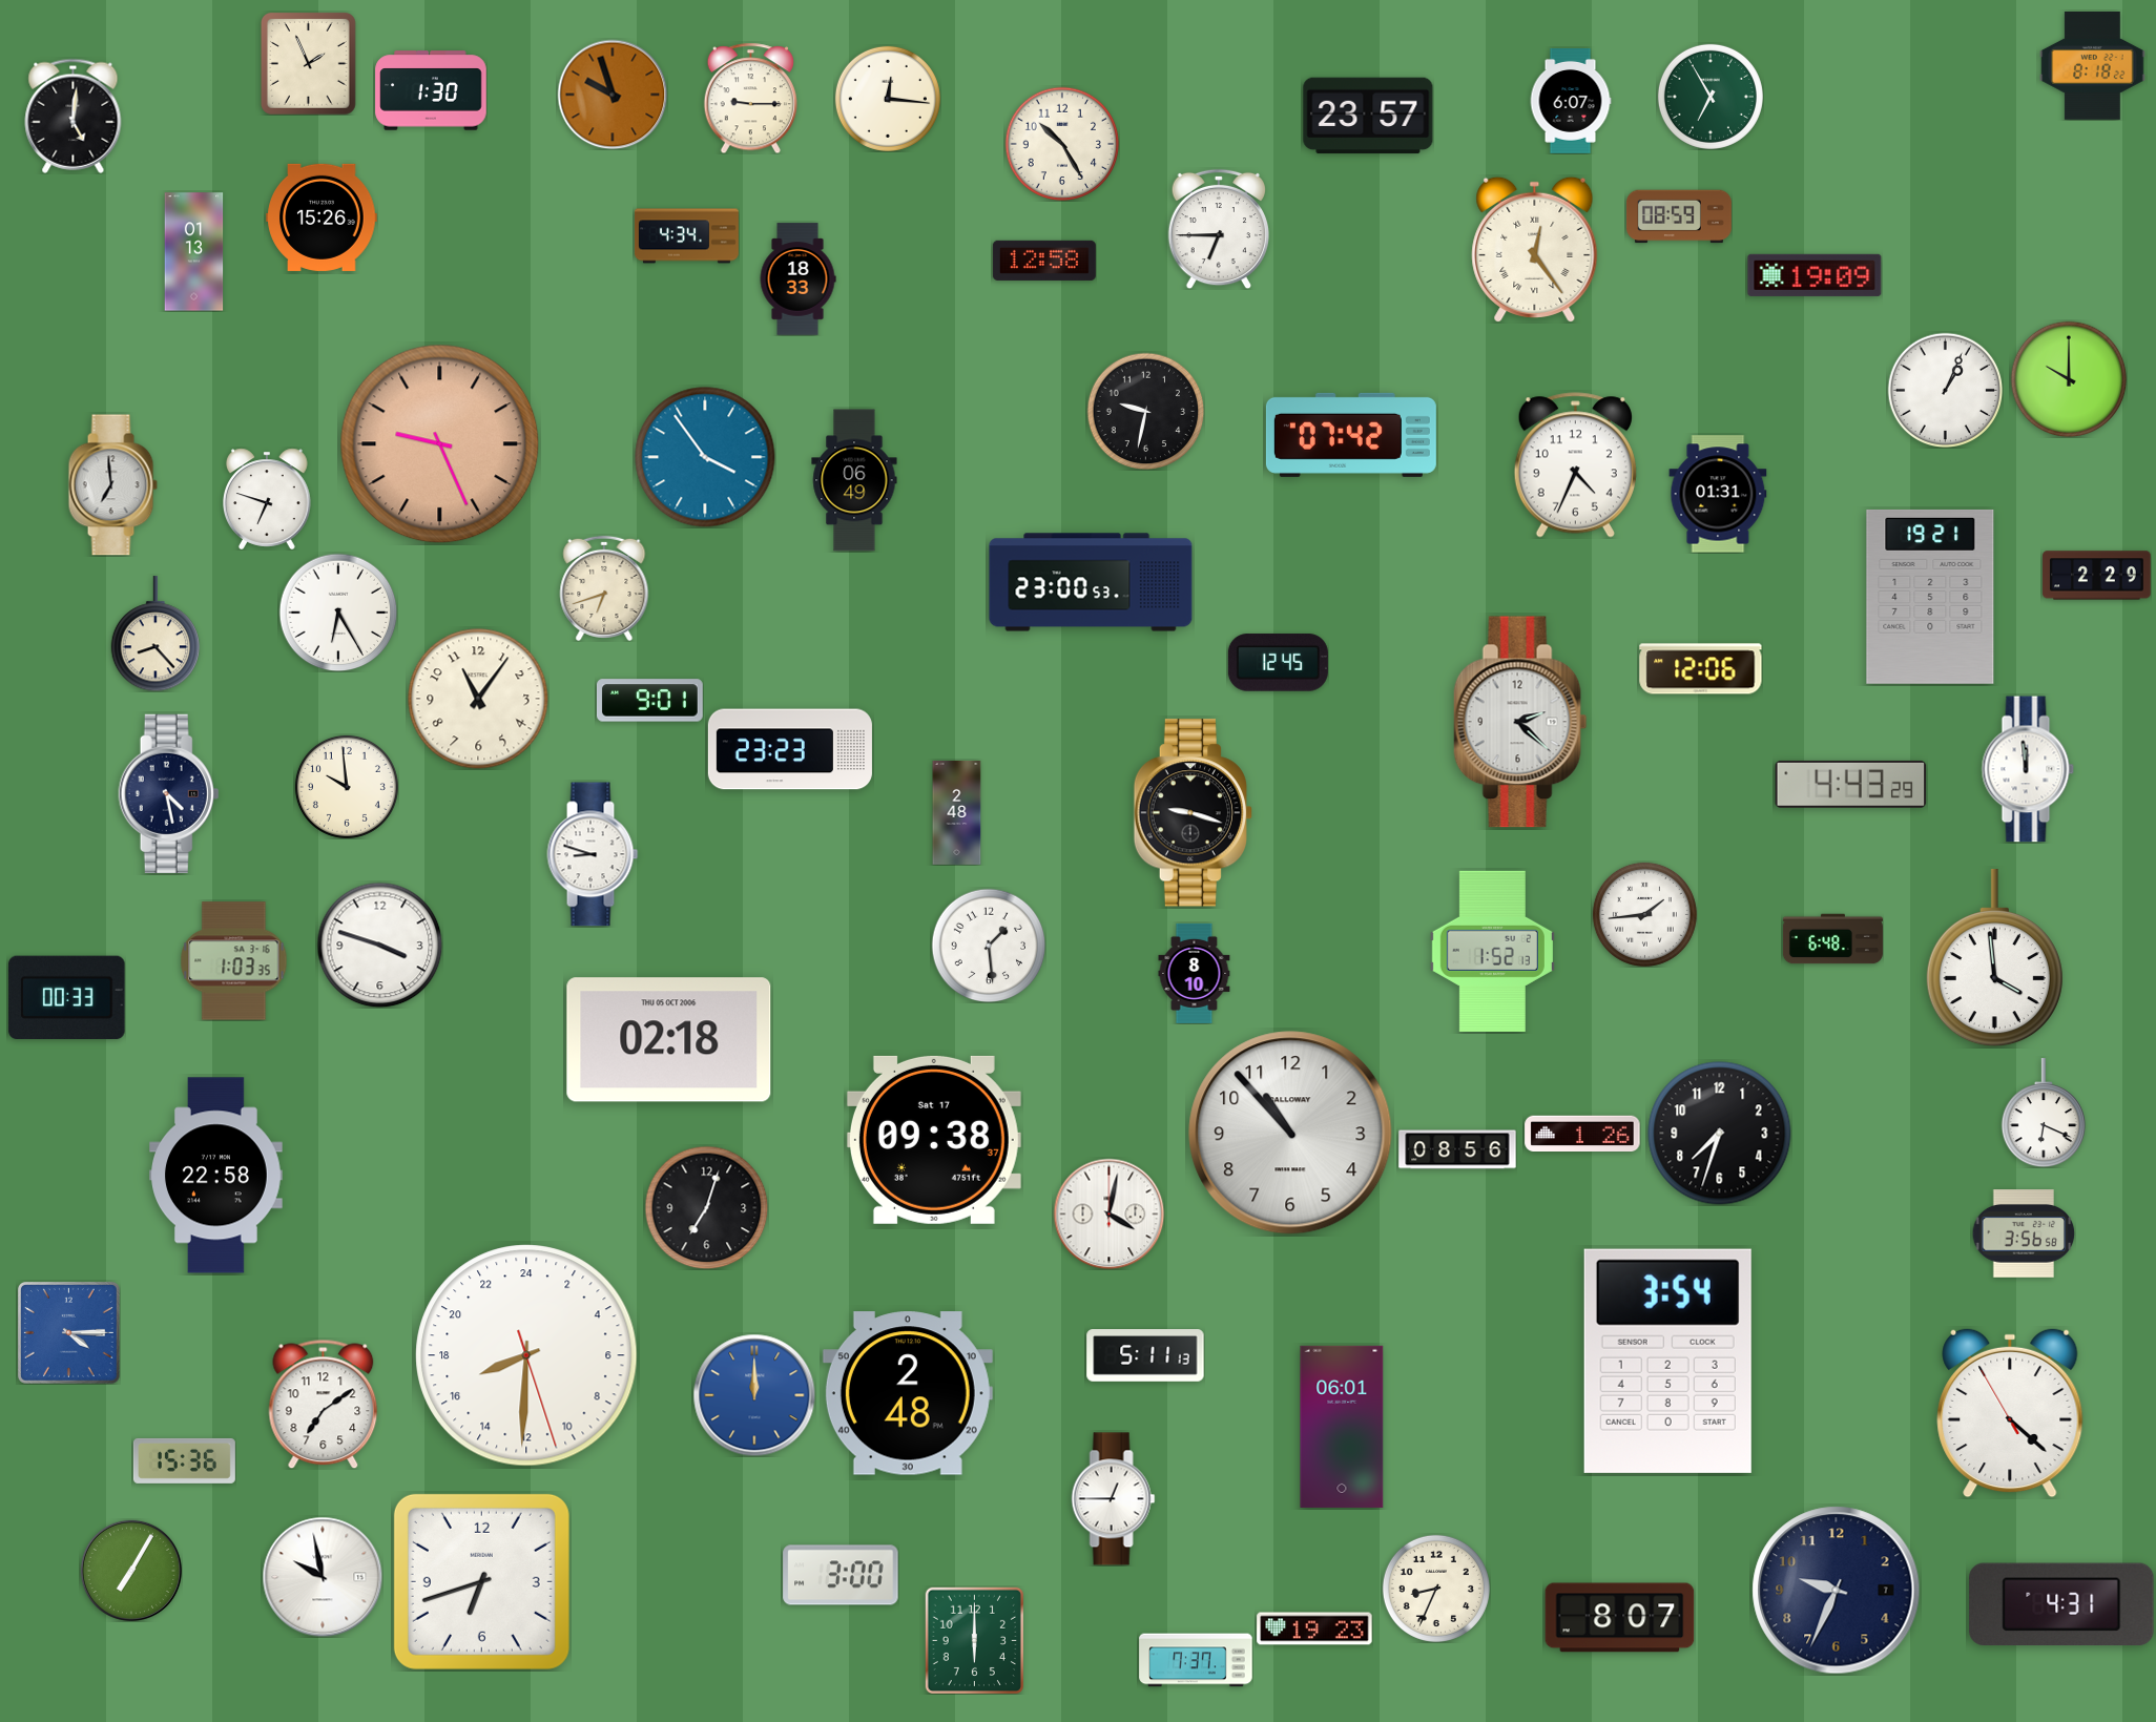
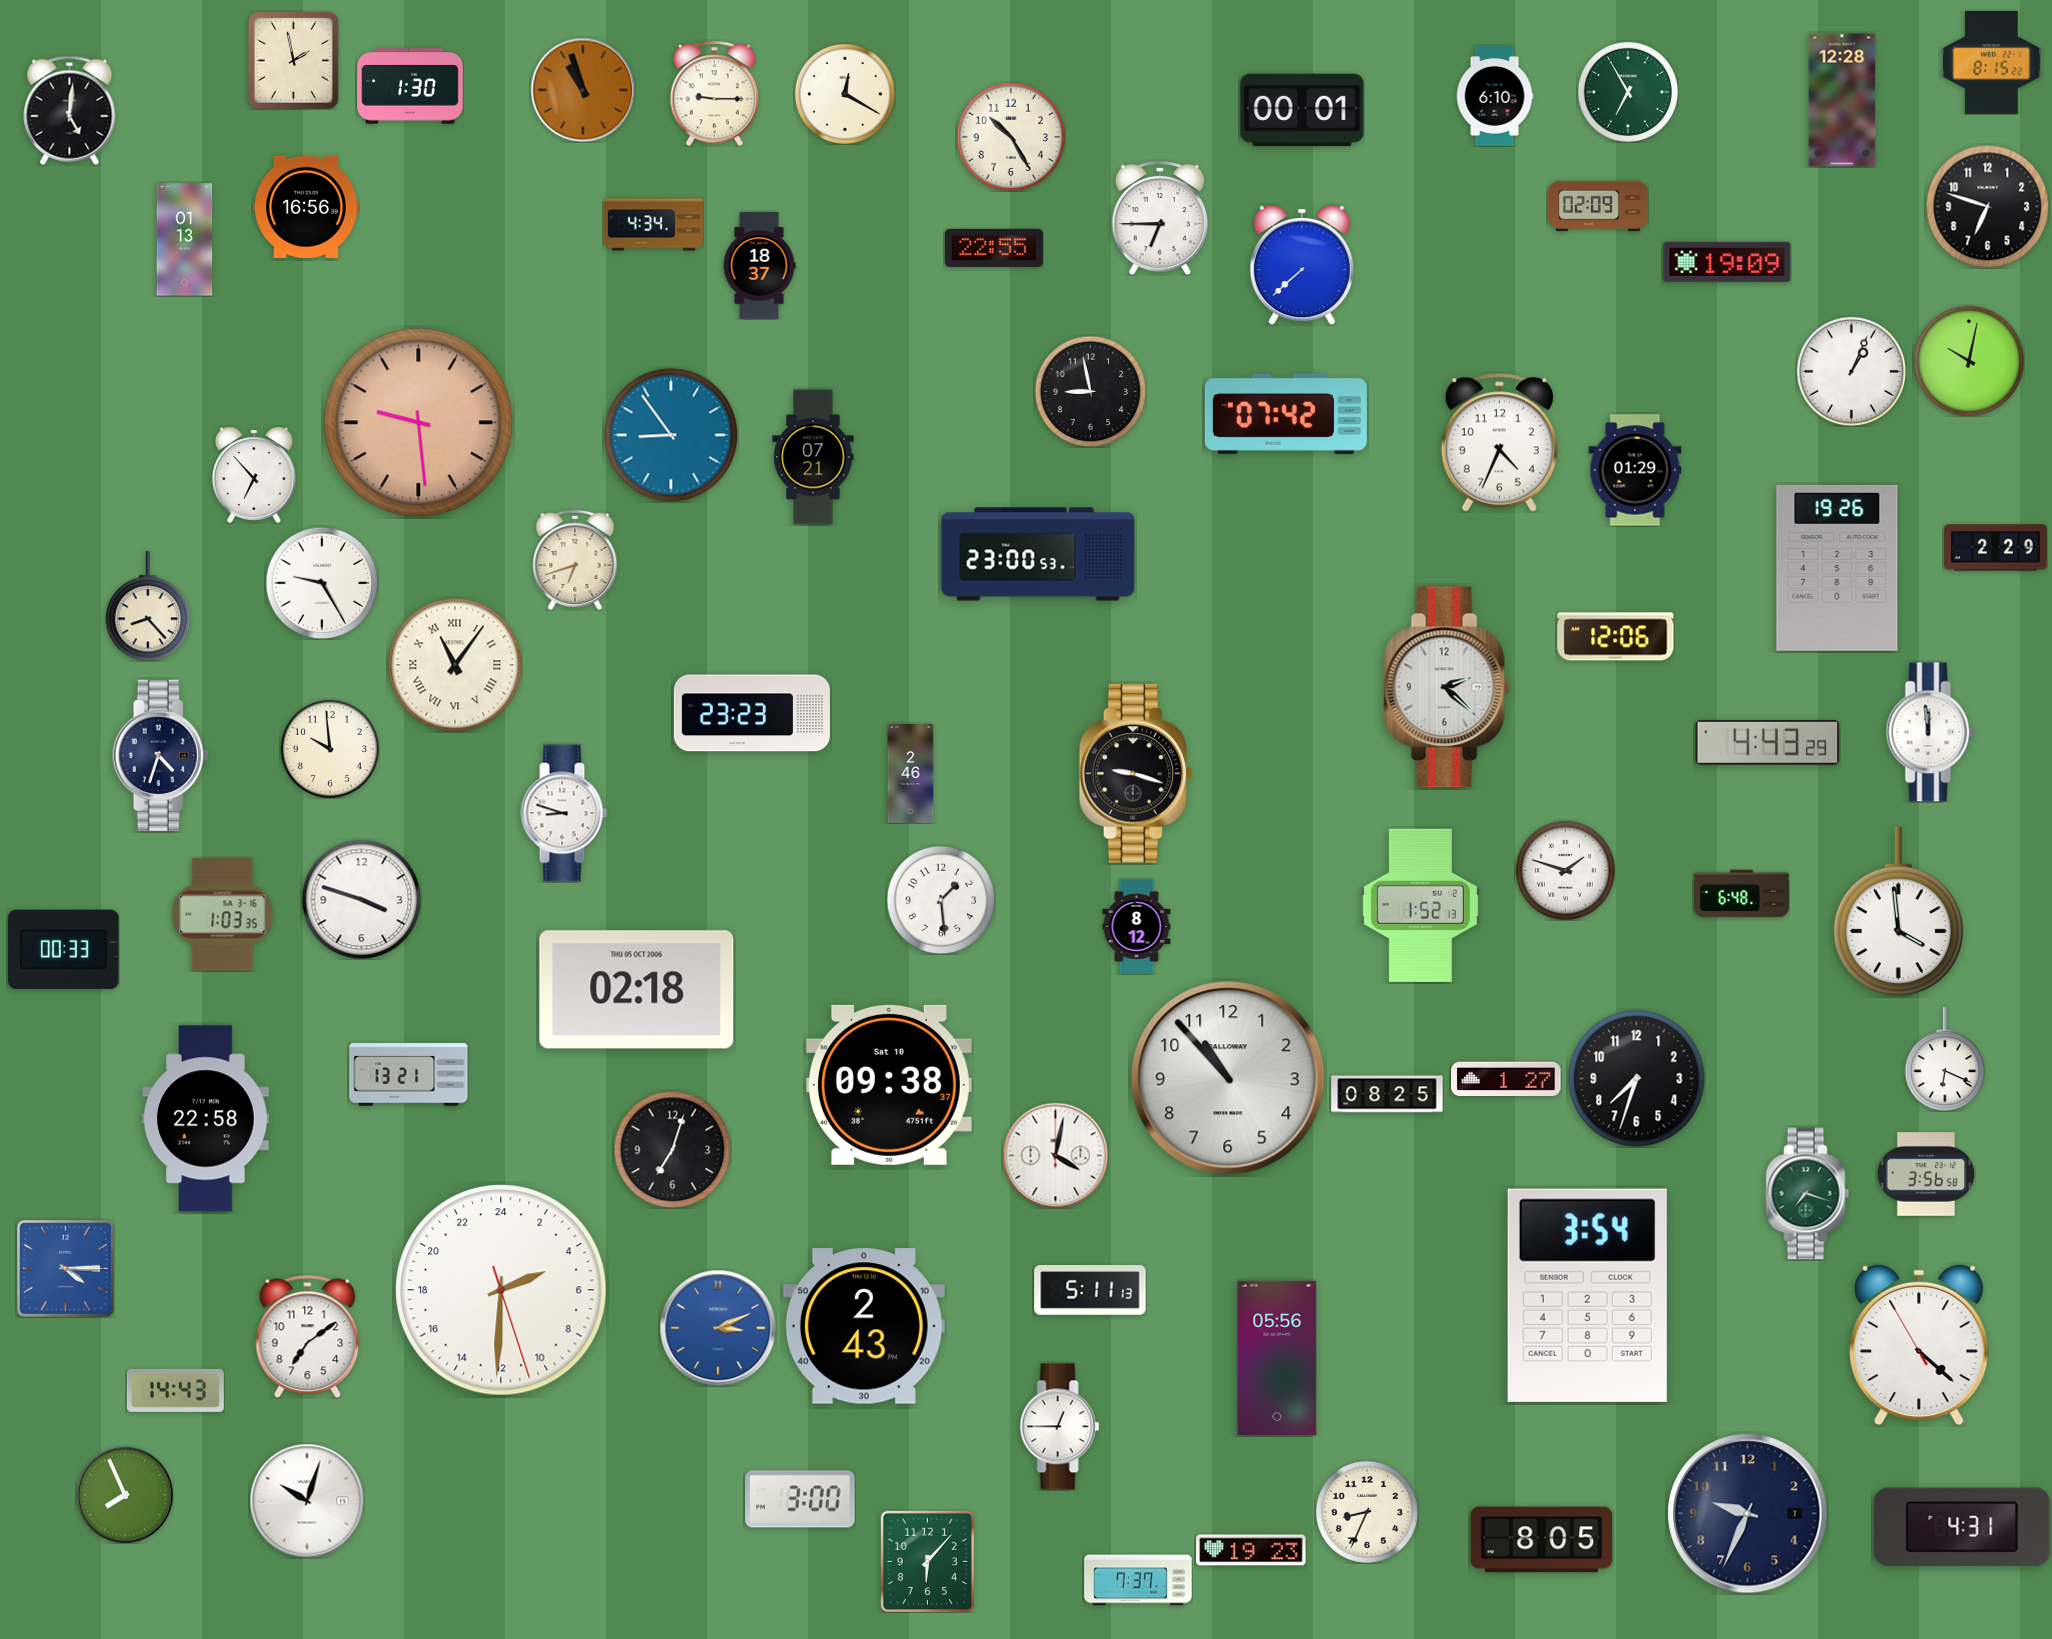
clock at (308, 64): 1:56 -> 1:58
clock at (2093, 66): 8:18 -> 8:15
clock at (613, 95): 9:57 -> 10:57
clock at (888, 99): 12:16 -> 12:20
clock at (1571, 102): 6:07 -> 6:10
clock at (1842, 100): none -> 12:28
clock at (1368, 116): 23:57 -> 00:01
clock at (1680, 216): 08:59 -> 02:09
clock at (1987, 206): none -> 6:48
clock at (322, 217): 15:26 -> 16:56
clock at (1535, 249): 12:24 -> none
clock at (1044, 261): 12:58 -> 22:55
clock at (1302, 265): none -> 7:38
clock at (797, 279): 18:33 -> 18:37
clock at (2069, 379): 10:00 -> 10:02
clock at (1145, 411): 9:32 -> 8:58
clock at (440, 444): 9:26 -> 9:29
clock at (705, 457): 3:54 -> 8:54
clock at (854, 480): 06:49 -> 07:21
clock at (112, 485): 6:59 -> none
clock at (1718, 494): 01:31 -> 01:29
clock at (268, 499): 6:48 -> 6:53
clock at (1930, 597): 19:21 -> 19:26
clock at (338, 613): 6:25 -> 9:25
clock at (156, 634) position: (156, 634) -> (148, 606)
clock at (1278, 663): 12:45 -> none
clock at (1701, 669) position: (1701, 669) -> (1616, 637)
clock at (478, 699) numerals: Arabic -> Roman
clock at (649, 701): 9:01 -> none
clock at (1851, 784) position: (1851, 784) -> (1768, 742)
clock at (169, 793): 4:28 -> 4:33
clock at (957, 812): 2:48 -> 2:46
clock at (1644, 914): 1:44 -> 1:48
clock at (1832, 939) position: (1832, 939) -> (1741, 894)
clock at (1195, 973): 8:10 -> 8:12
clock at (409, 1075): none -> 13:21
clock at (1582, 1134): 1:26 -> 1:27
clock at (934, 1140) date: Sat 17 -> Sat 10
clock at (1457, 1149): 08:56 -> 08:25
clock at (1808, 1194): none -> 7:18
clock at (526, 1355): 16:30 -> 4:30
clock at (908, 1393): 2:48 -> 2:43
clock at (754, 1395): 12:00 -> 3:11
clock at (2010, 1413) position: (2010, 1413) -> (1919, 1345)
clock at (1342, 1427): 06:01 -> 05:56
clock at (184, 1460): 15:36 -> 14:43
clock at (131, 1571): 7:05 -> 7:56
clock at (323, 1577): 9:58 -> 10:03
clock at (481, 1581): 6:42 -> none
clock at (1620, 1618): 8:07 -> 8:05
clock at (974, 1640): 6:00 -> 6:07
